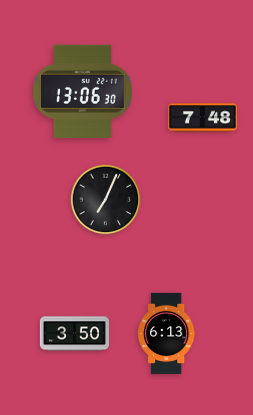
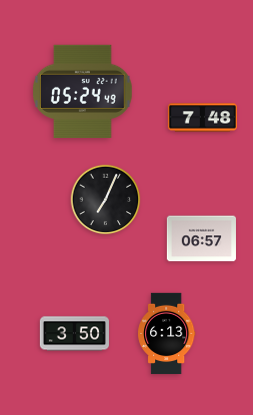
clock at (82, 91): 13:06 -> 05:24
clock at (201, 239): none -> 06:57
